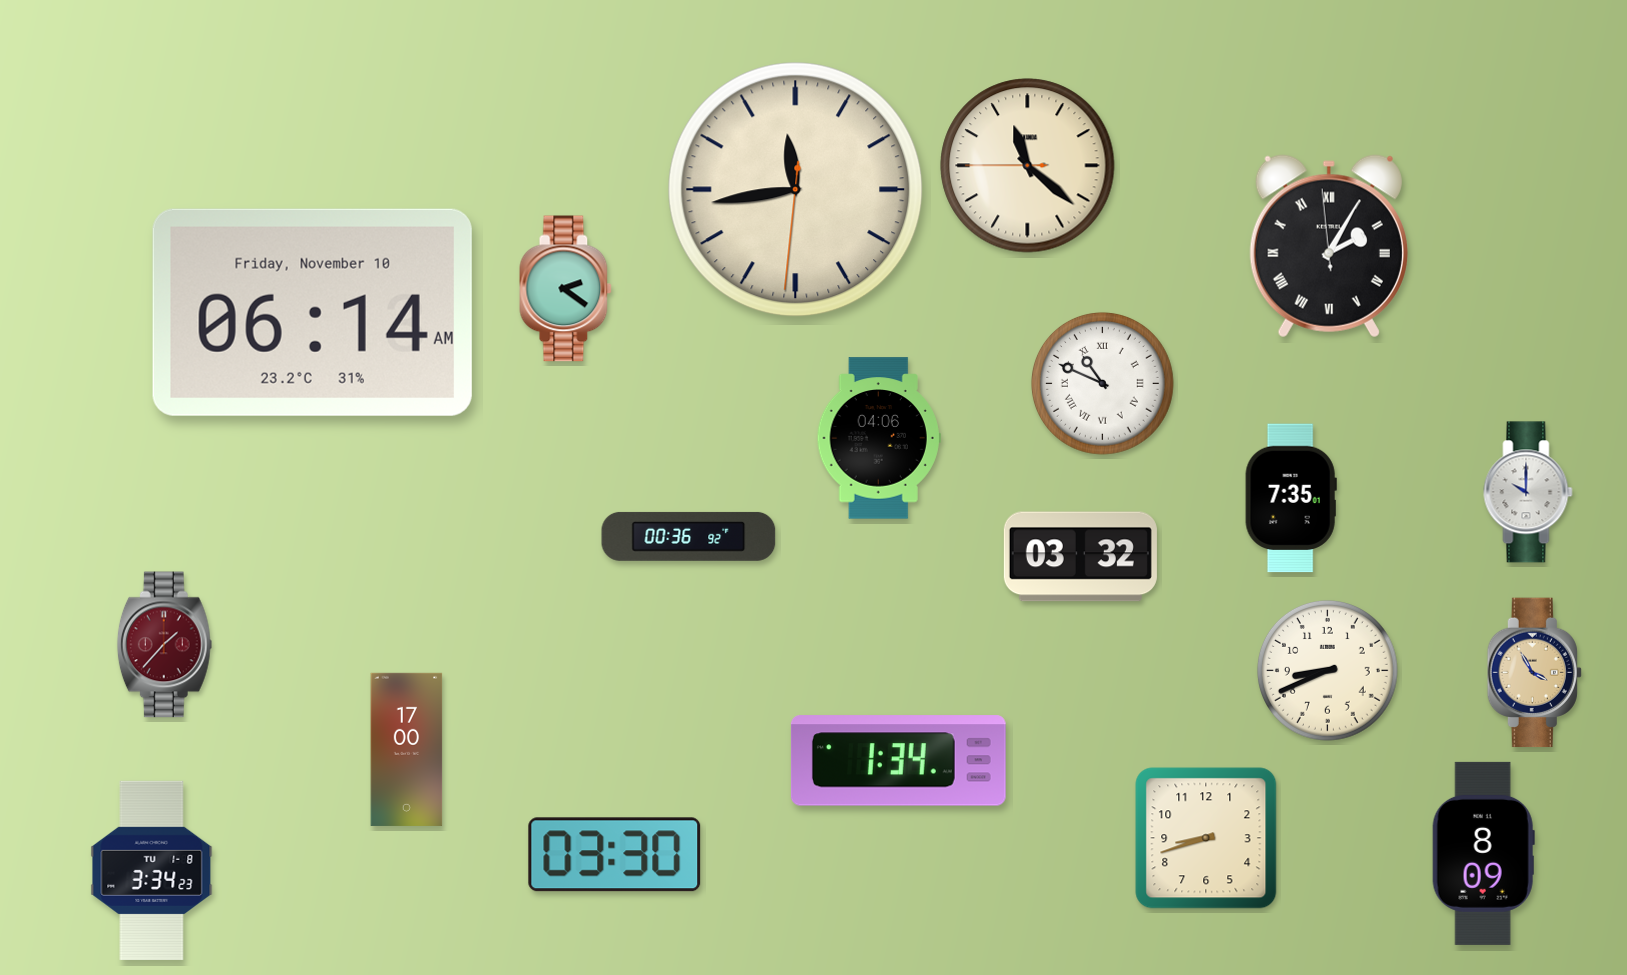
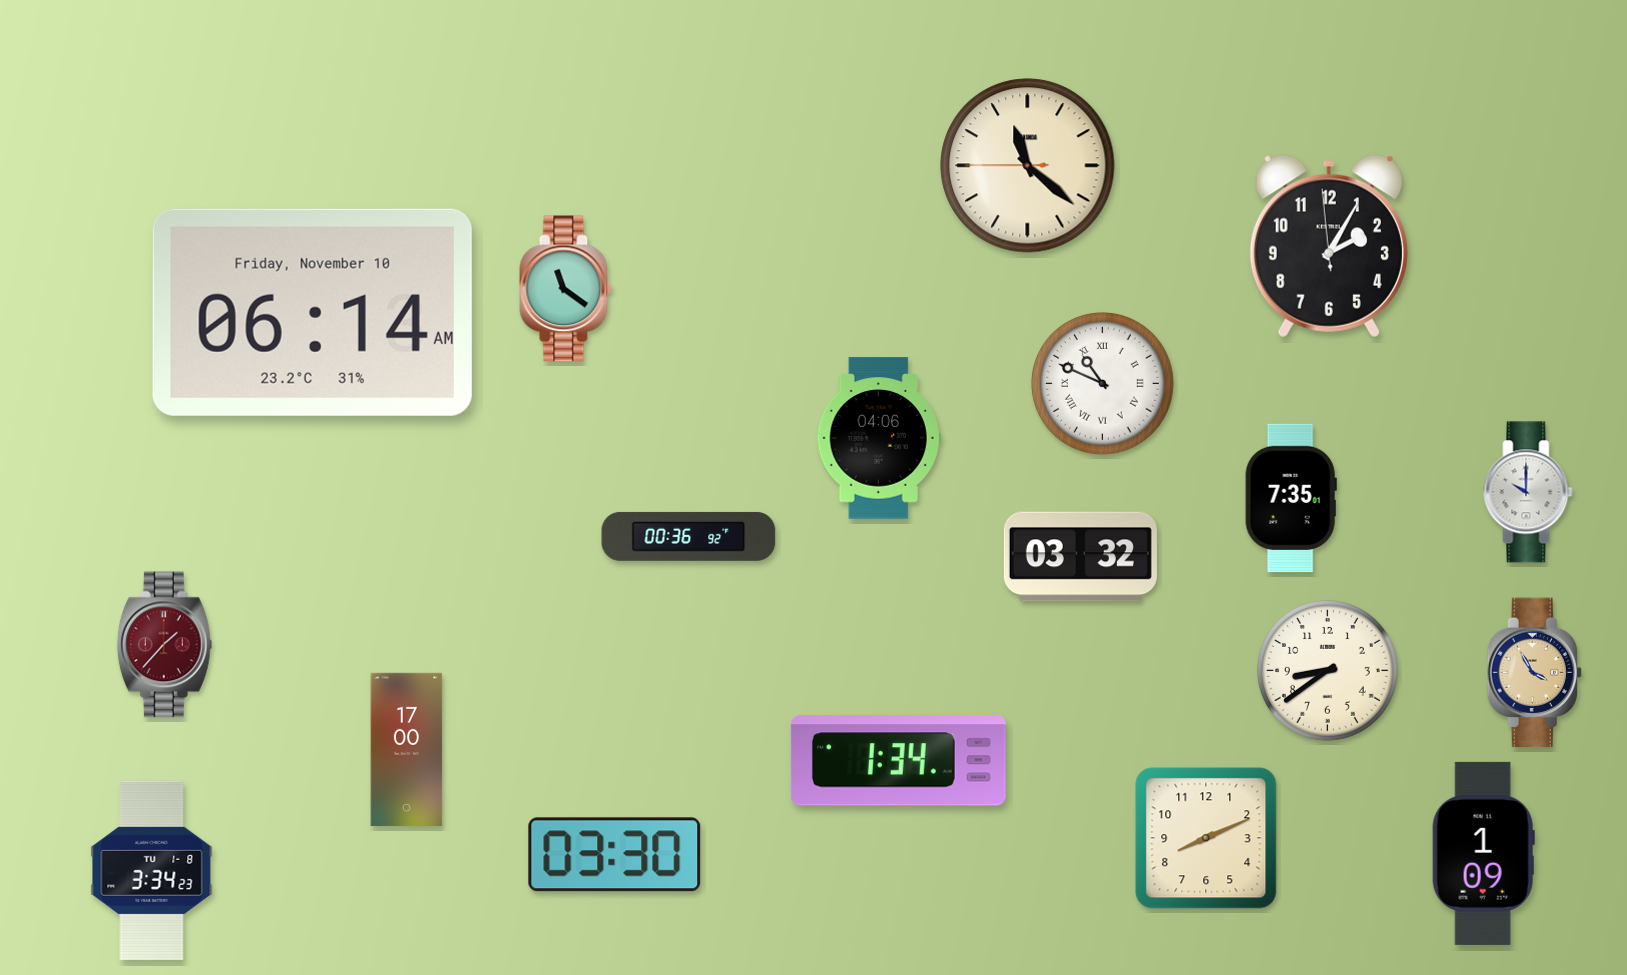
clock at (796, 190): 11:43 -> none
clock at (1329, 246) numerals: Roman -> Arabic
clock at (566, 289): 2:21 -> 11:21
clock at (1327, 670): 8:41 -> 8:39
clock at (1206, 838): 8:42 -> 8:11
clock at (1483, 853): 8:09 -> 1:09
